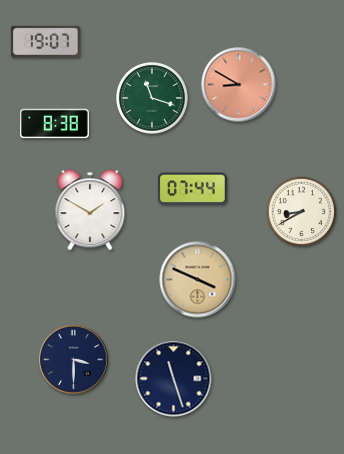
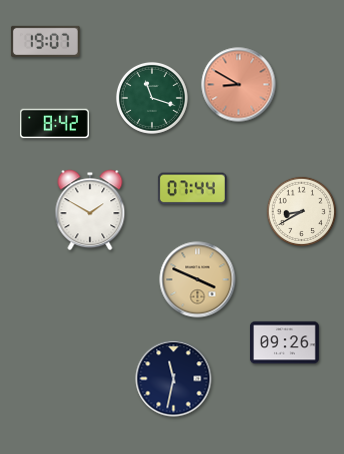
clock at (54, 124): 8:38 -> 8:42
clock at (284, 343): none -> 09:26
clock at (74, 360): 3:30 -> none
clock at (174, 379): 11:27 -> 11:32
